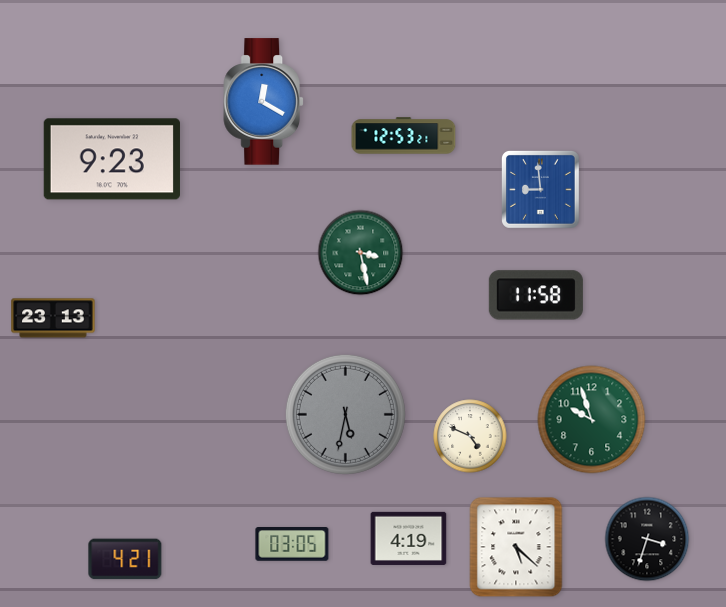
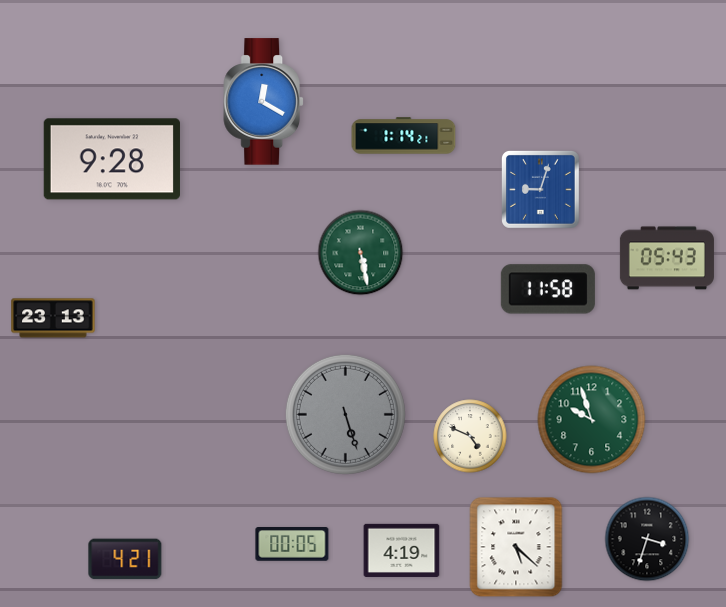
clock at (404, 136): 12:53 -> 1:14
clock at (112, 159): 9:23 -> 9:28
clock at (540, 189): 8:59 -> 9:03
clock at (361, 253): 3:28 -> 5:28
clock at (667, 258): none -> 05:43
clock at (536, 295) position: (536, 295) -> (548, 289)
clock at (345, 414): 5:32 -> 5:27
clock at (409, 538) position: (409, 538) -> (402, 550)
clock at (292, 544): 03:05 -> 00:05
